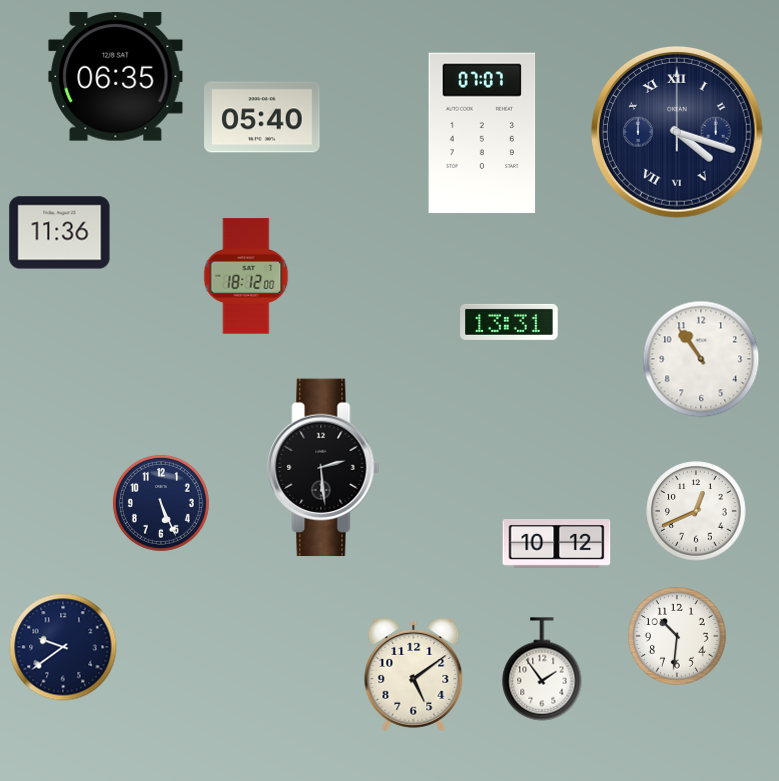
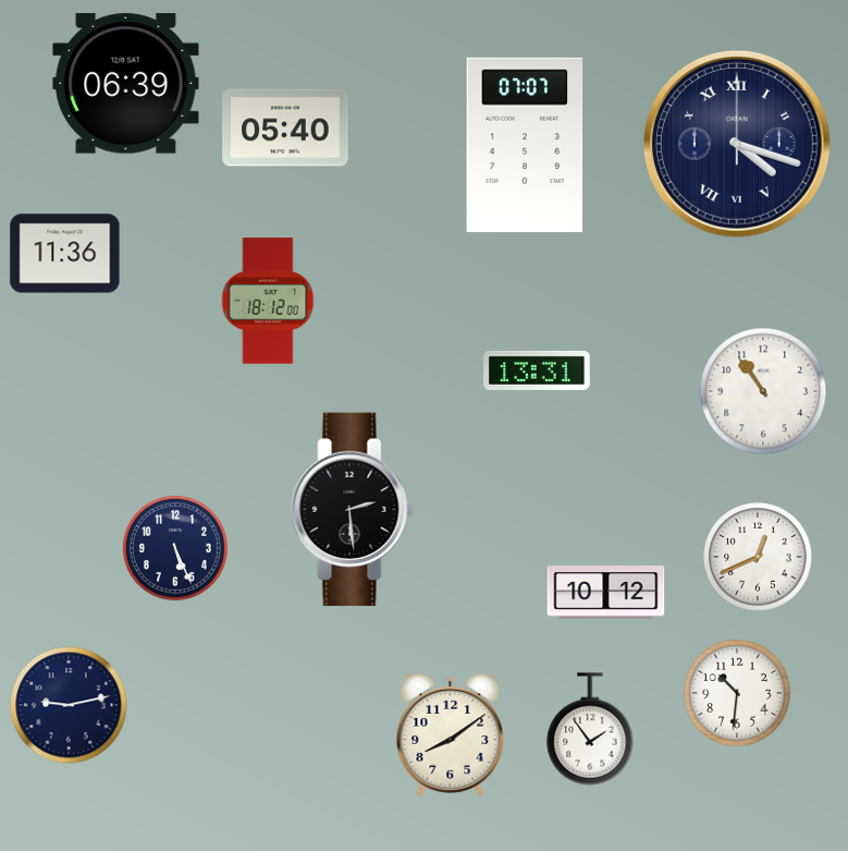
clock at (116, 77): 06:35 -> 06:39
clock at (509, 322) position: (509, 322) -> (537, 370)
clock at (63, 647): 9:39 -> 9:13
clock at (414, 674): 5:09 -> 8:09
